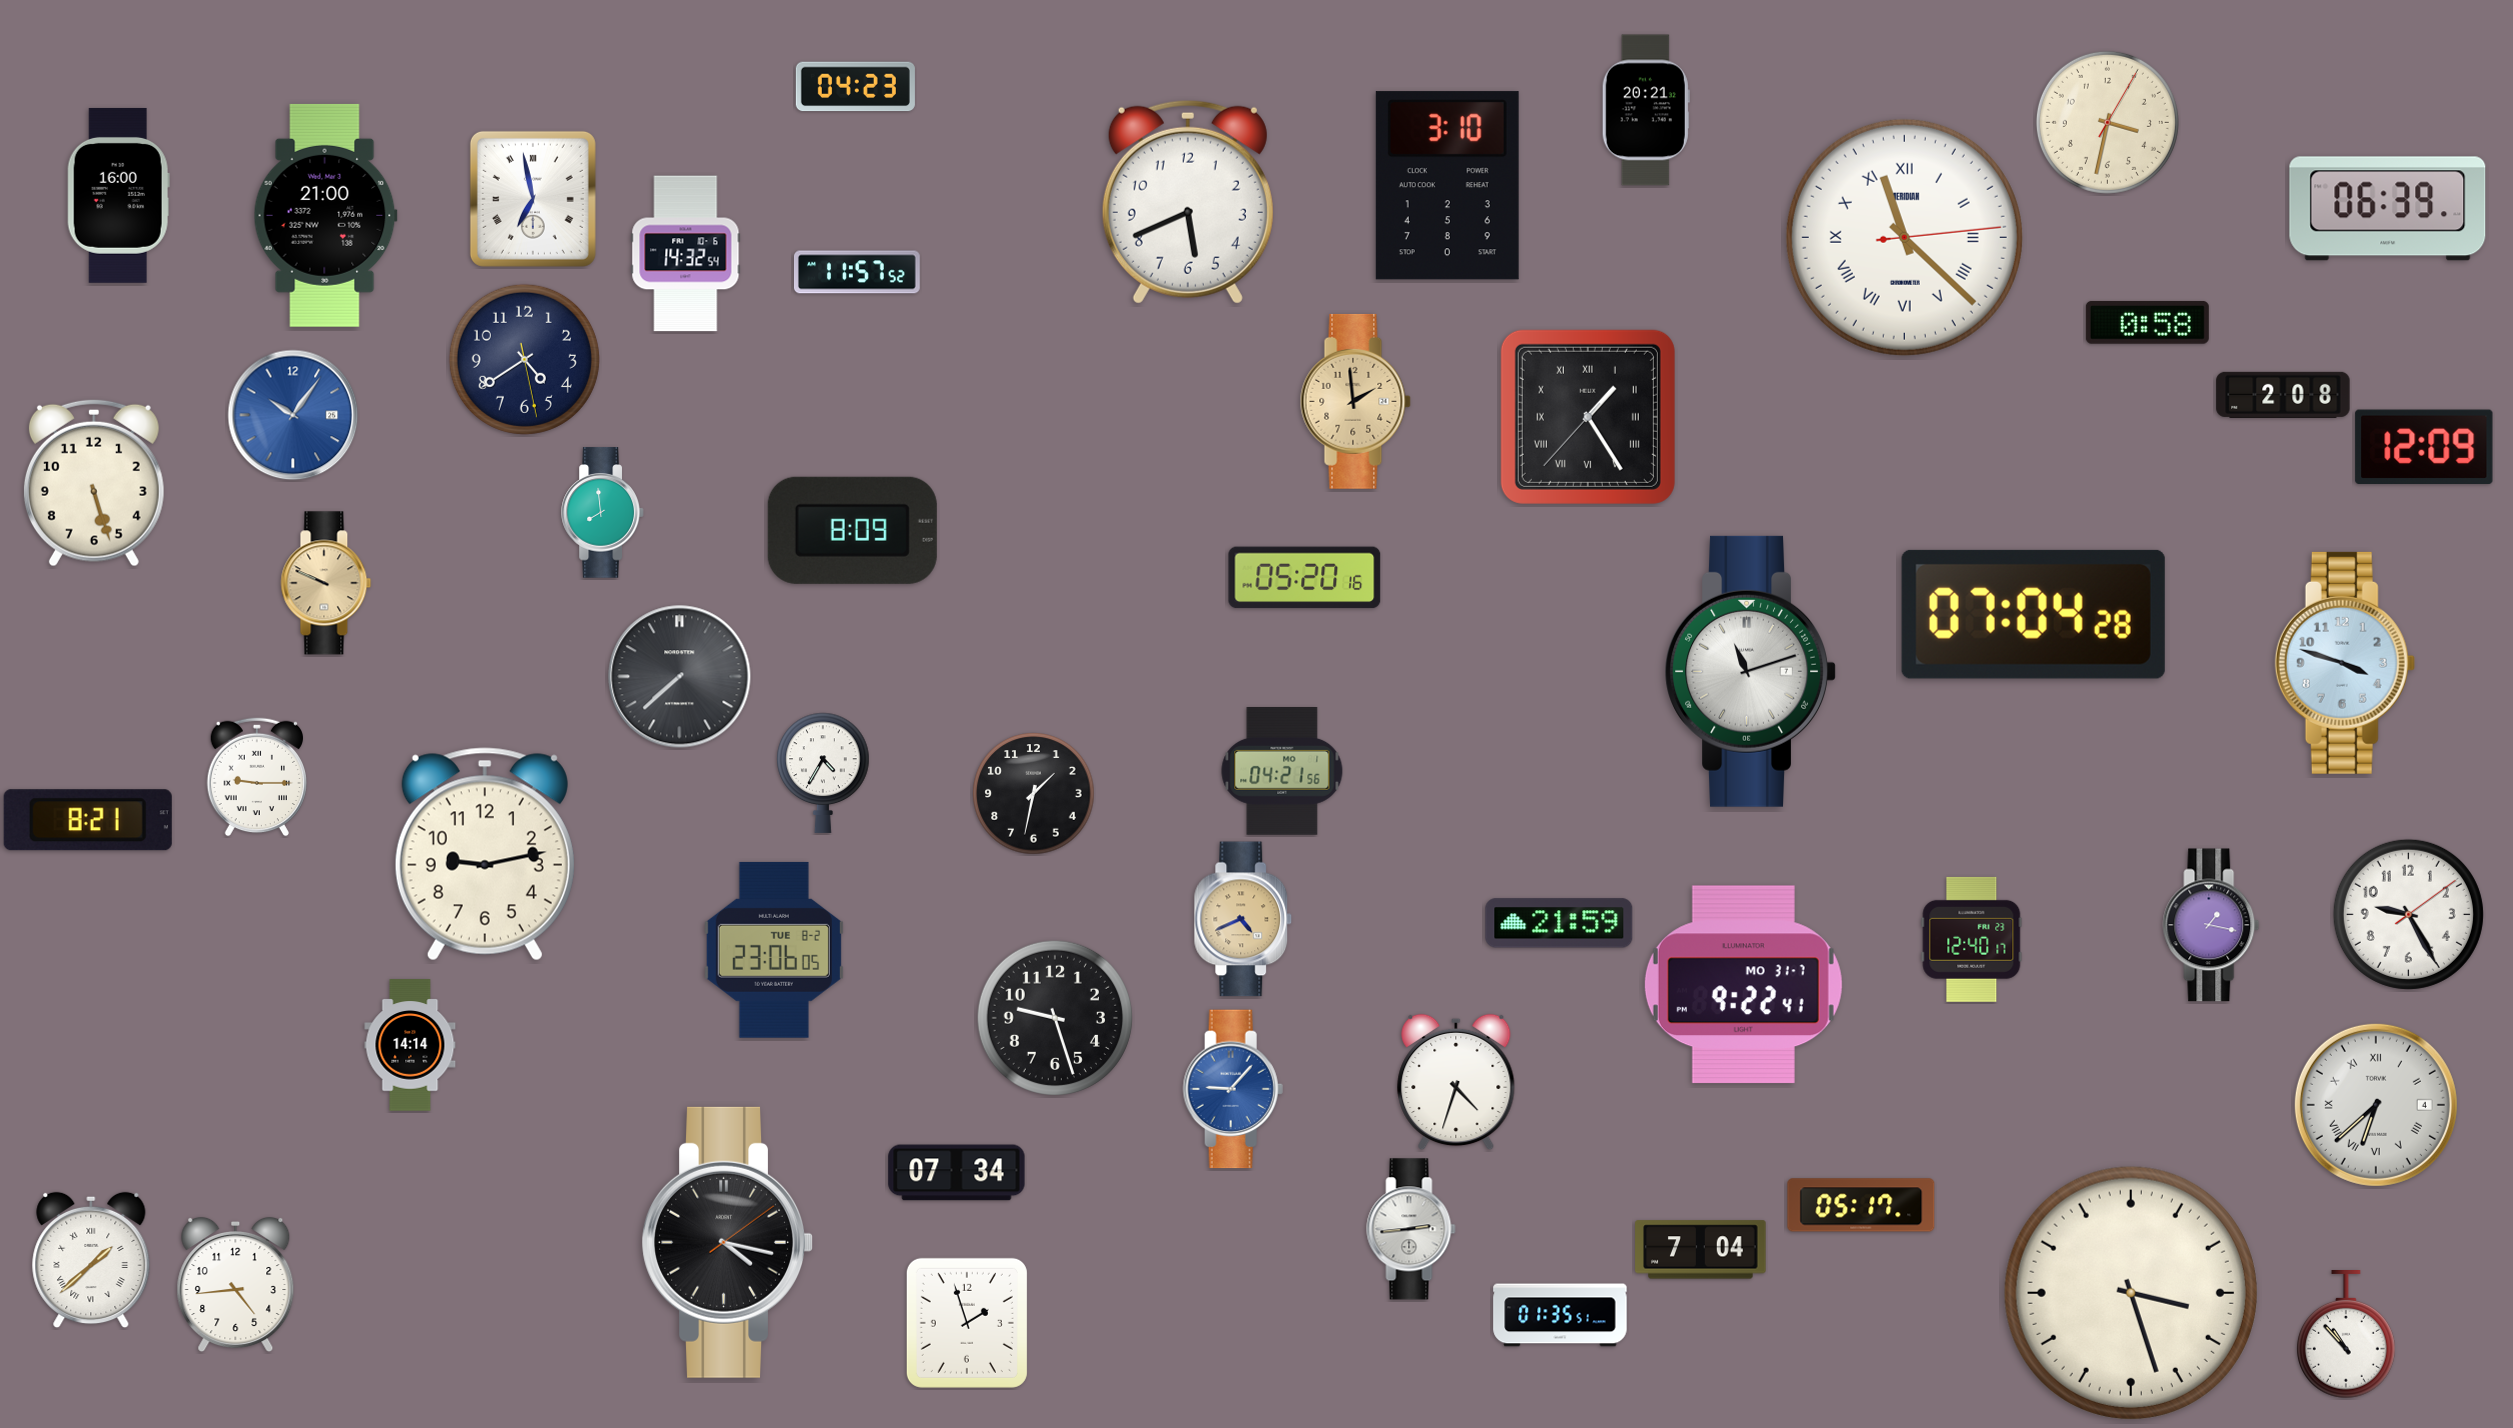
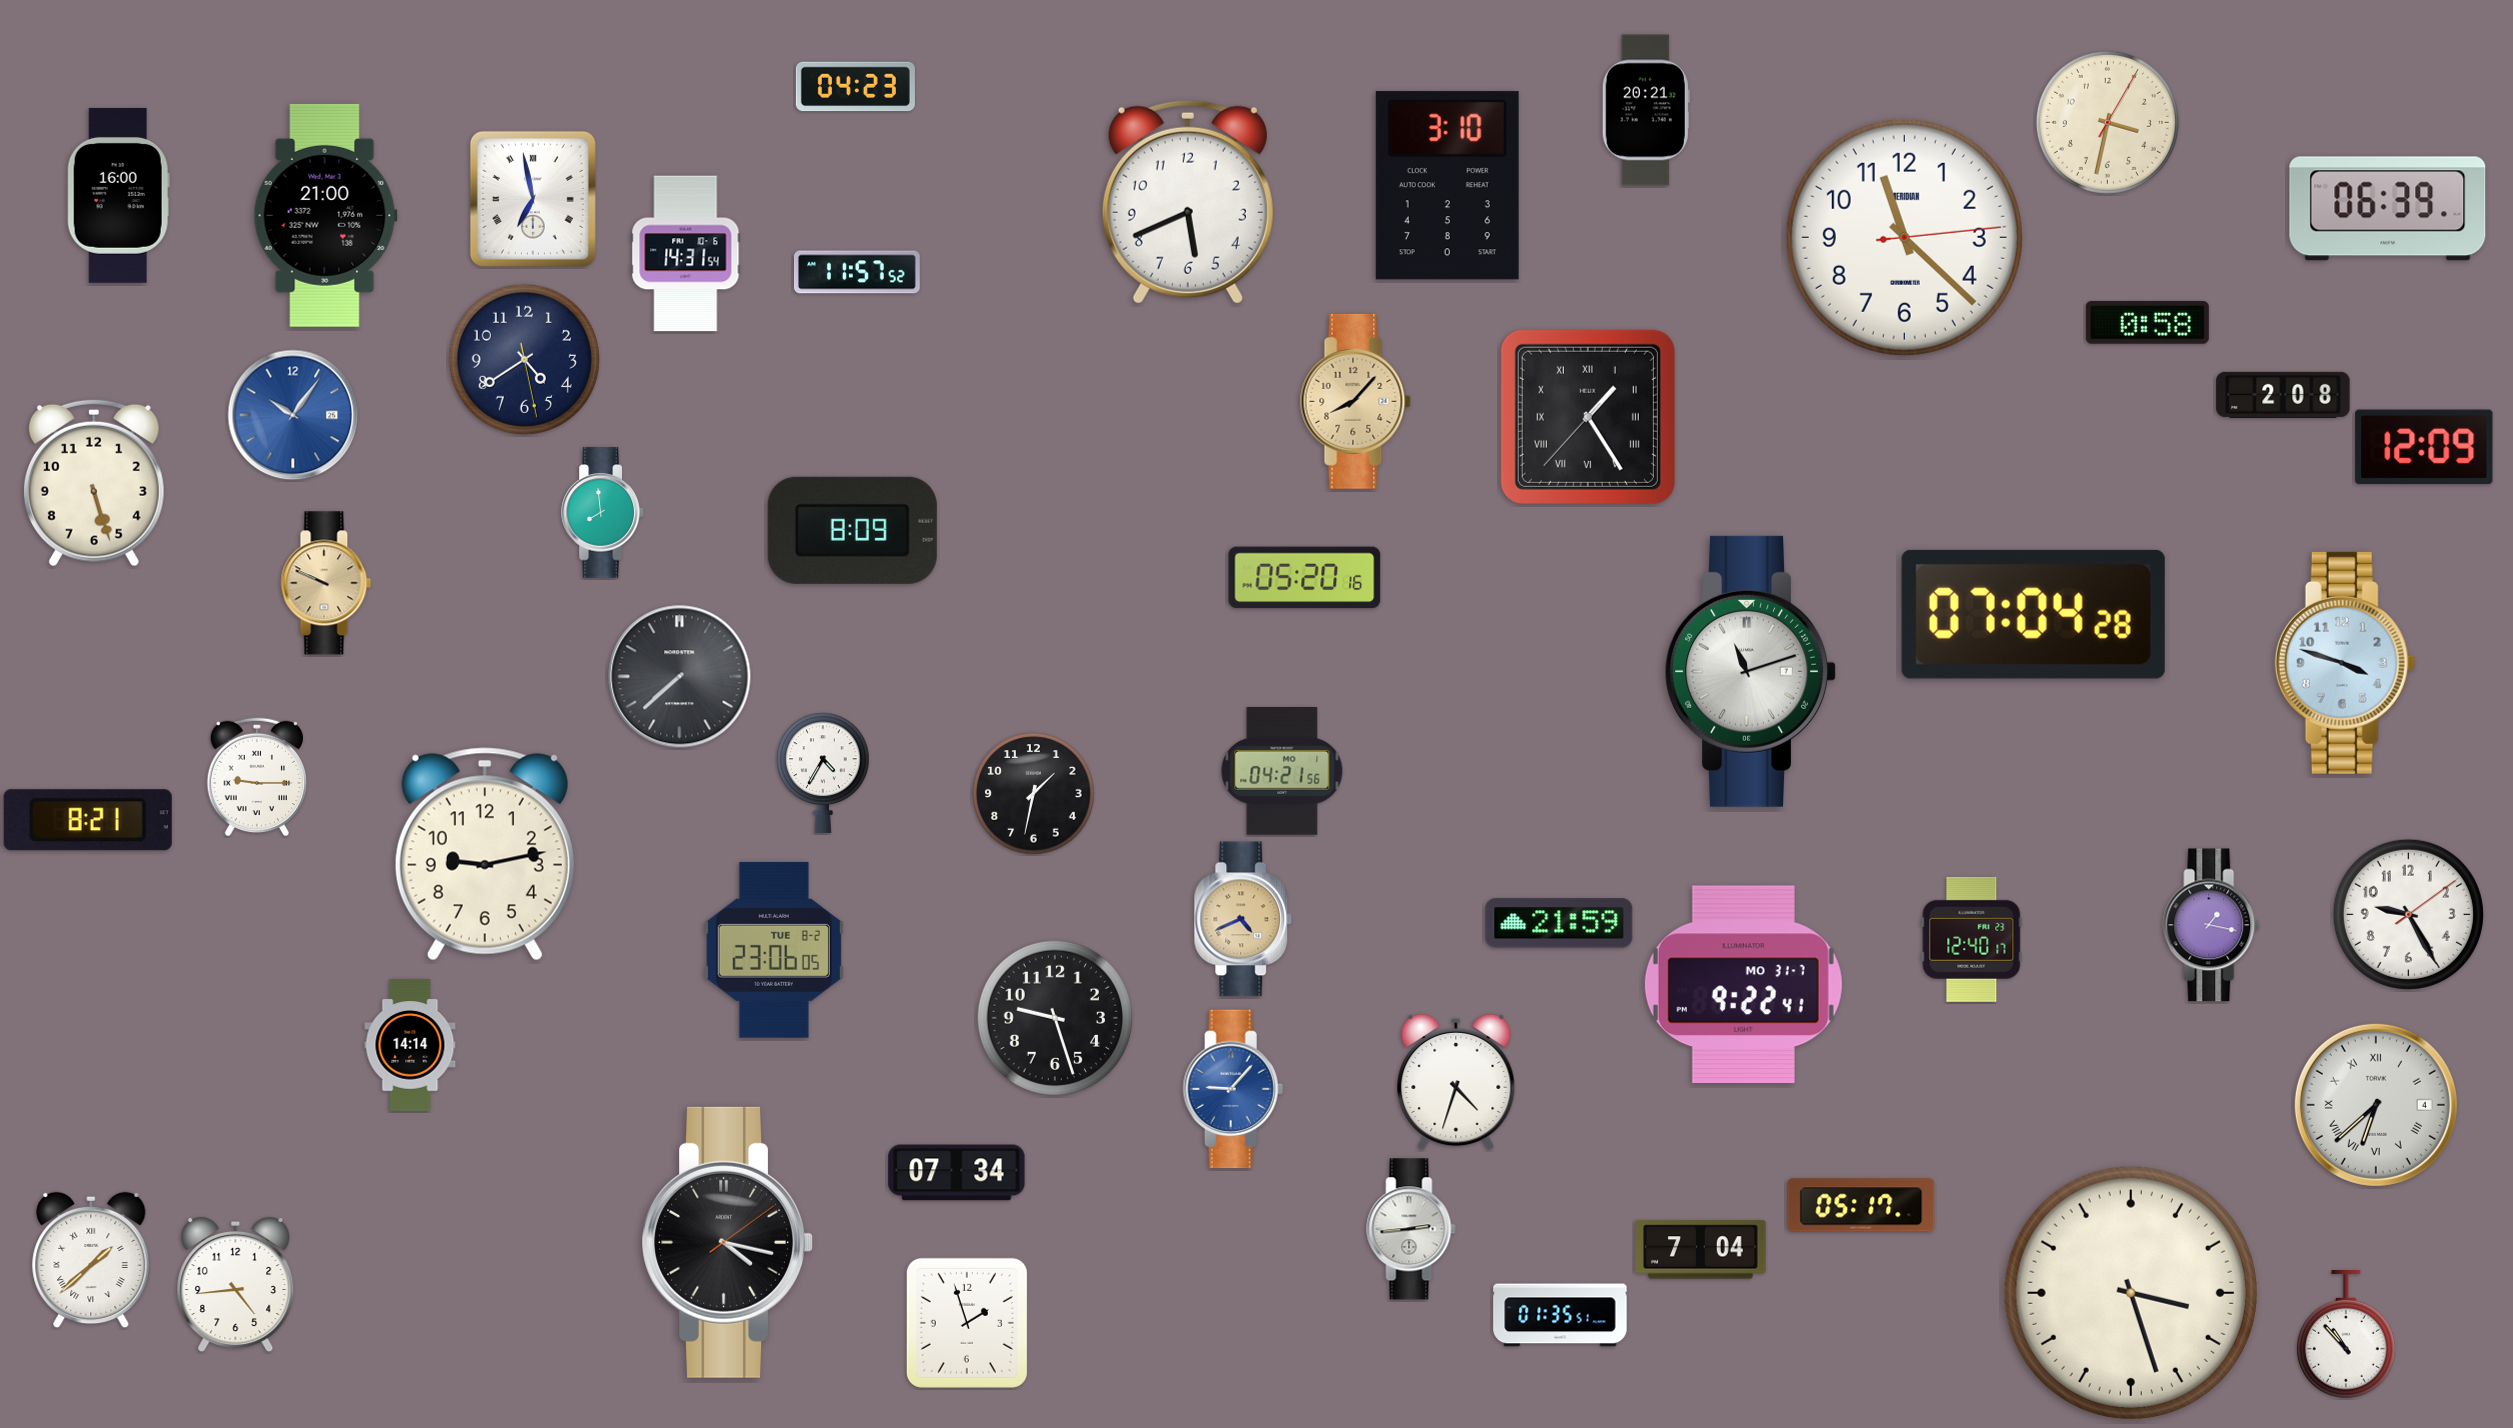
clock at (1904, 237) numerals: Roman -> Arabic
clock at (686, 254): 14:32 -> 14:31
clock at (1355, 401): 1:59 -> 8:07
